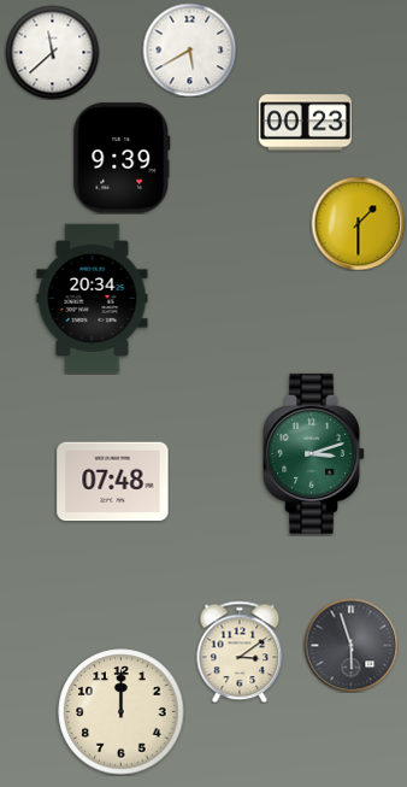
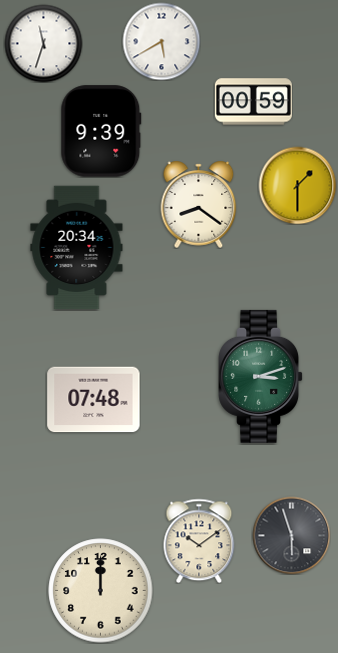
clock at (189, 49) position: (189, 49) -> (161, 41)
clock at (52, 52): 11:38 -> 11:33
clock at (305, 123): 00:23 -> 00:59
clock at (199, 204): none -> 8:21
clock at (240, 652): 3:09 -> 10:09
